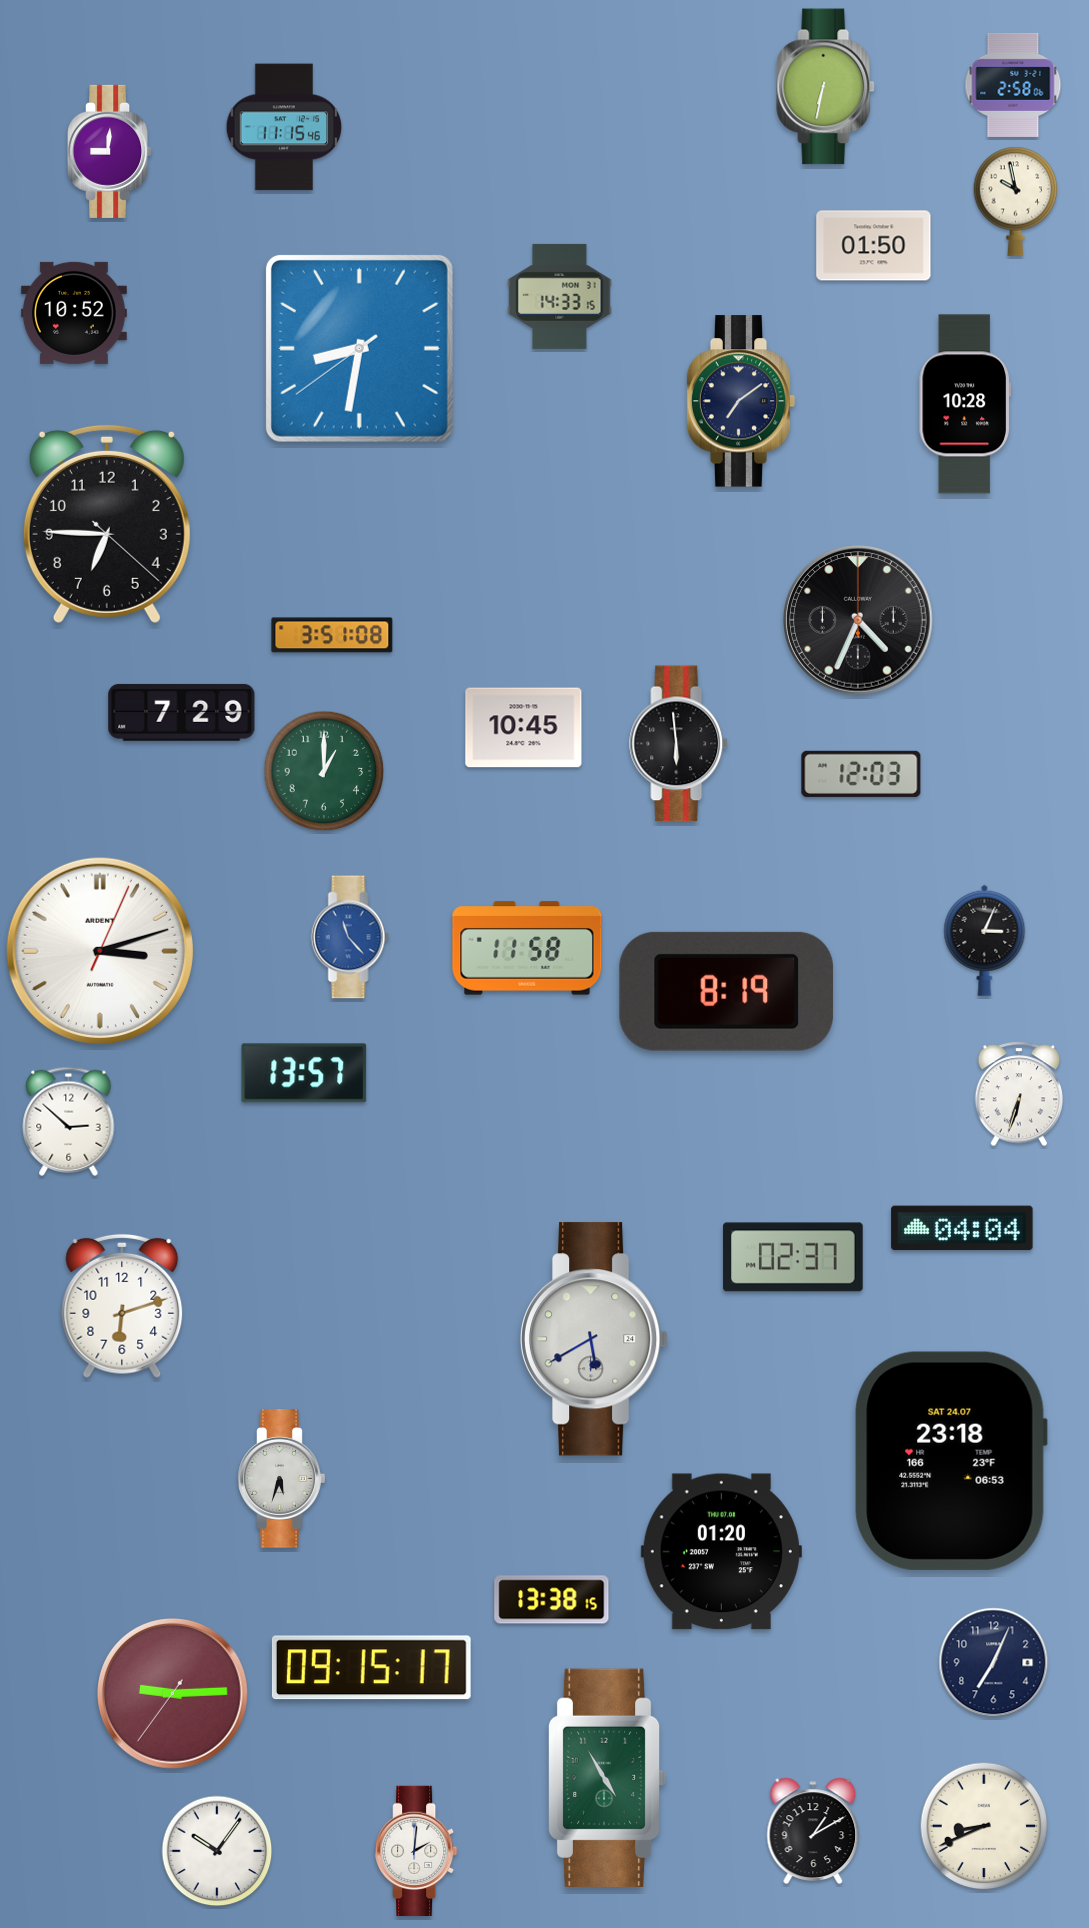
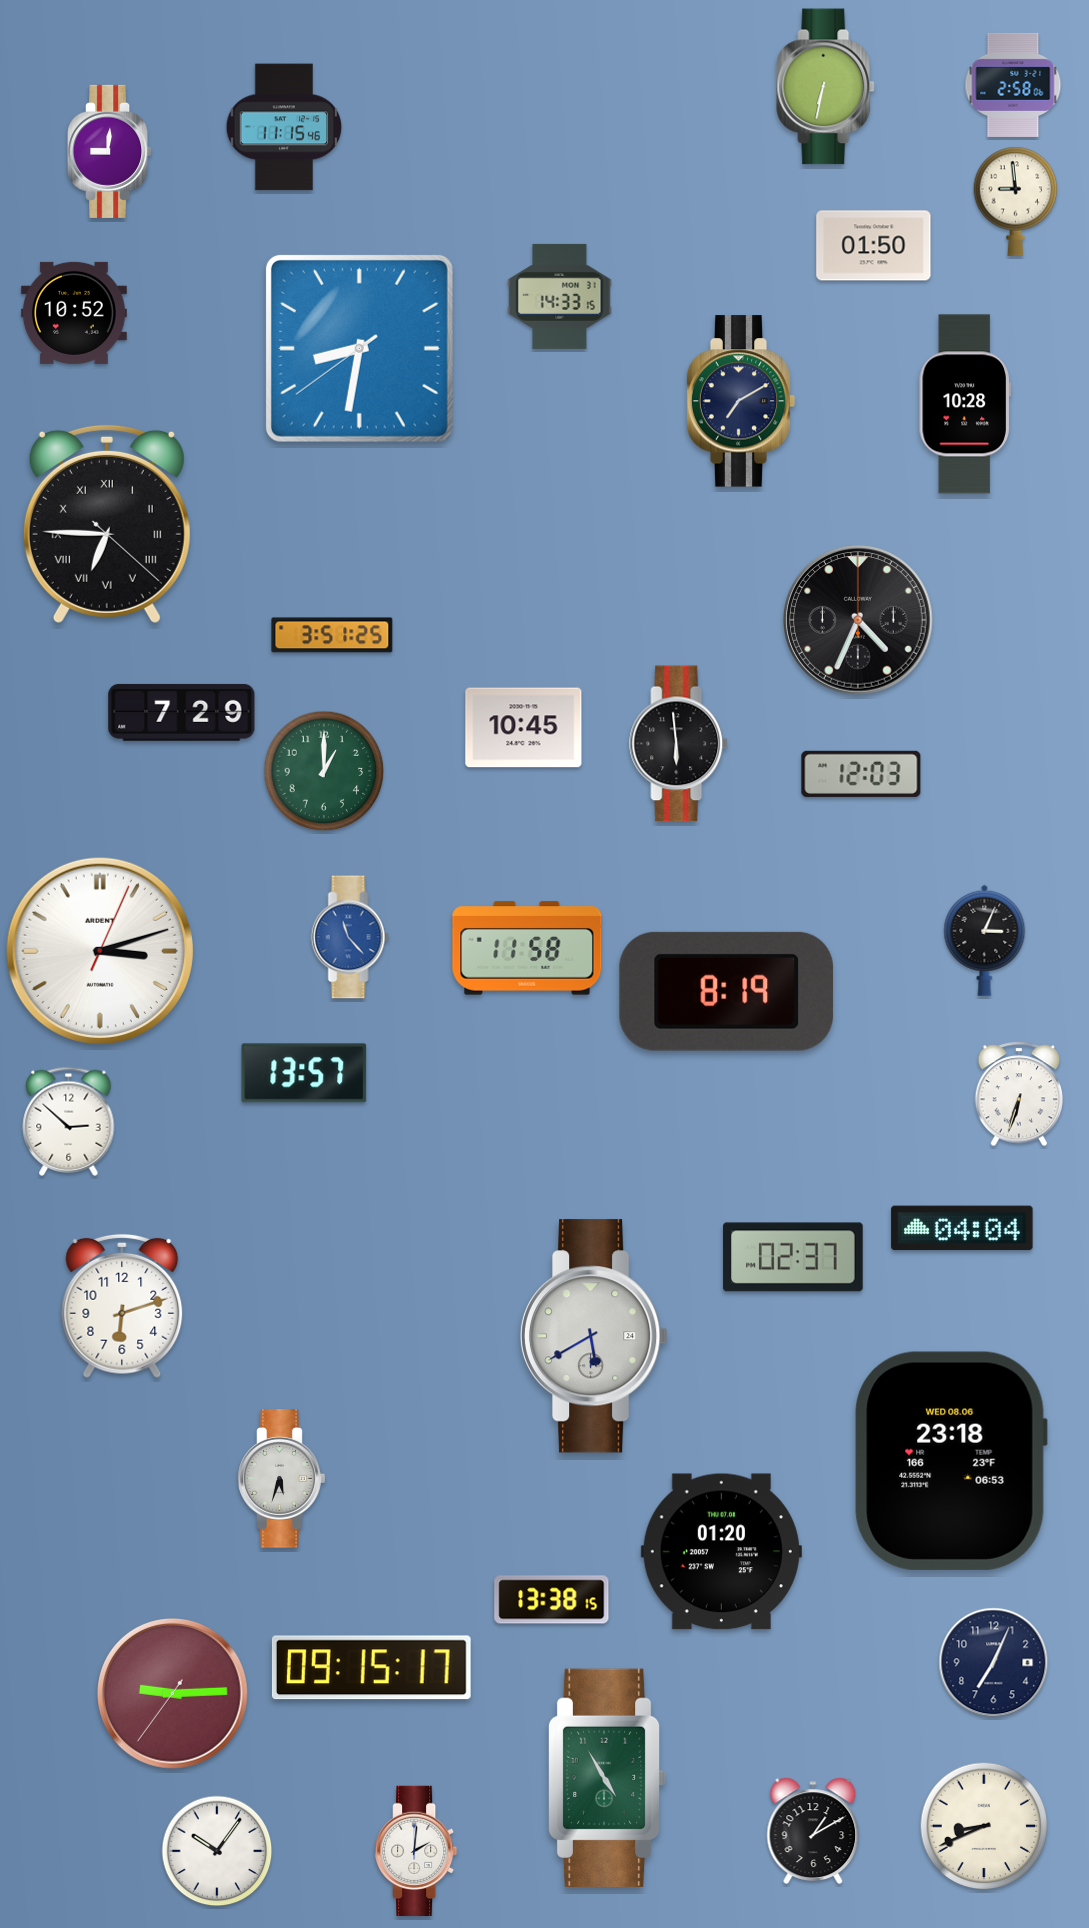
clock at (1016, 201): 9:58 -> 8:59
clock at (741, 401): 7:09 -> 7:10
clock at (107, 523) numerals: Arabic -> Roman
clock at (332, 635): 3:51:08 -> 3:51:25
clock at (594, 1339) position: (594, 1339) -> (594, 1336)
clock at (951, 1461) date: SAT 24.07 -> WED 08.06
